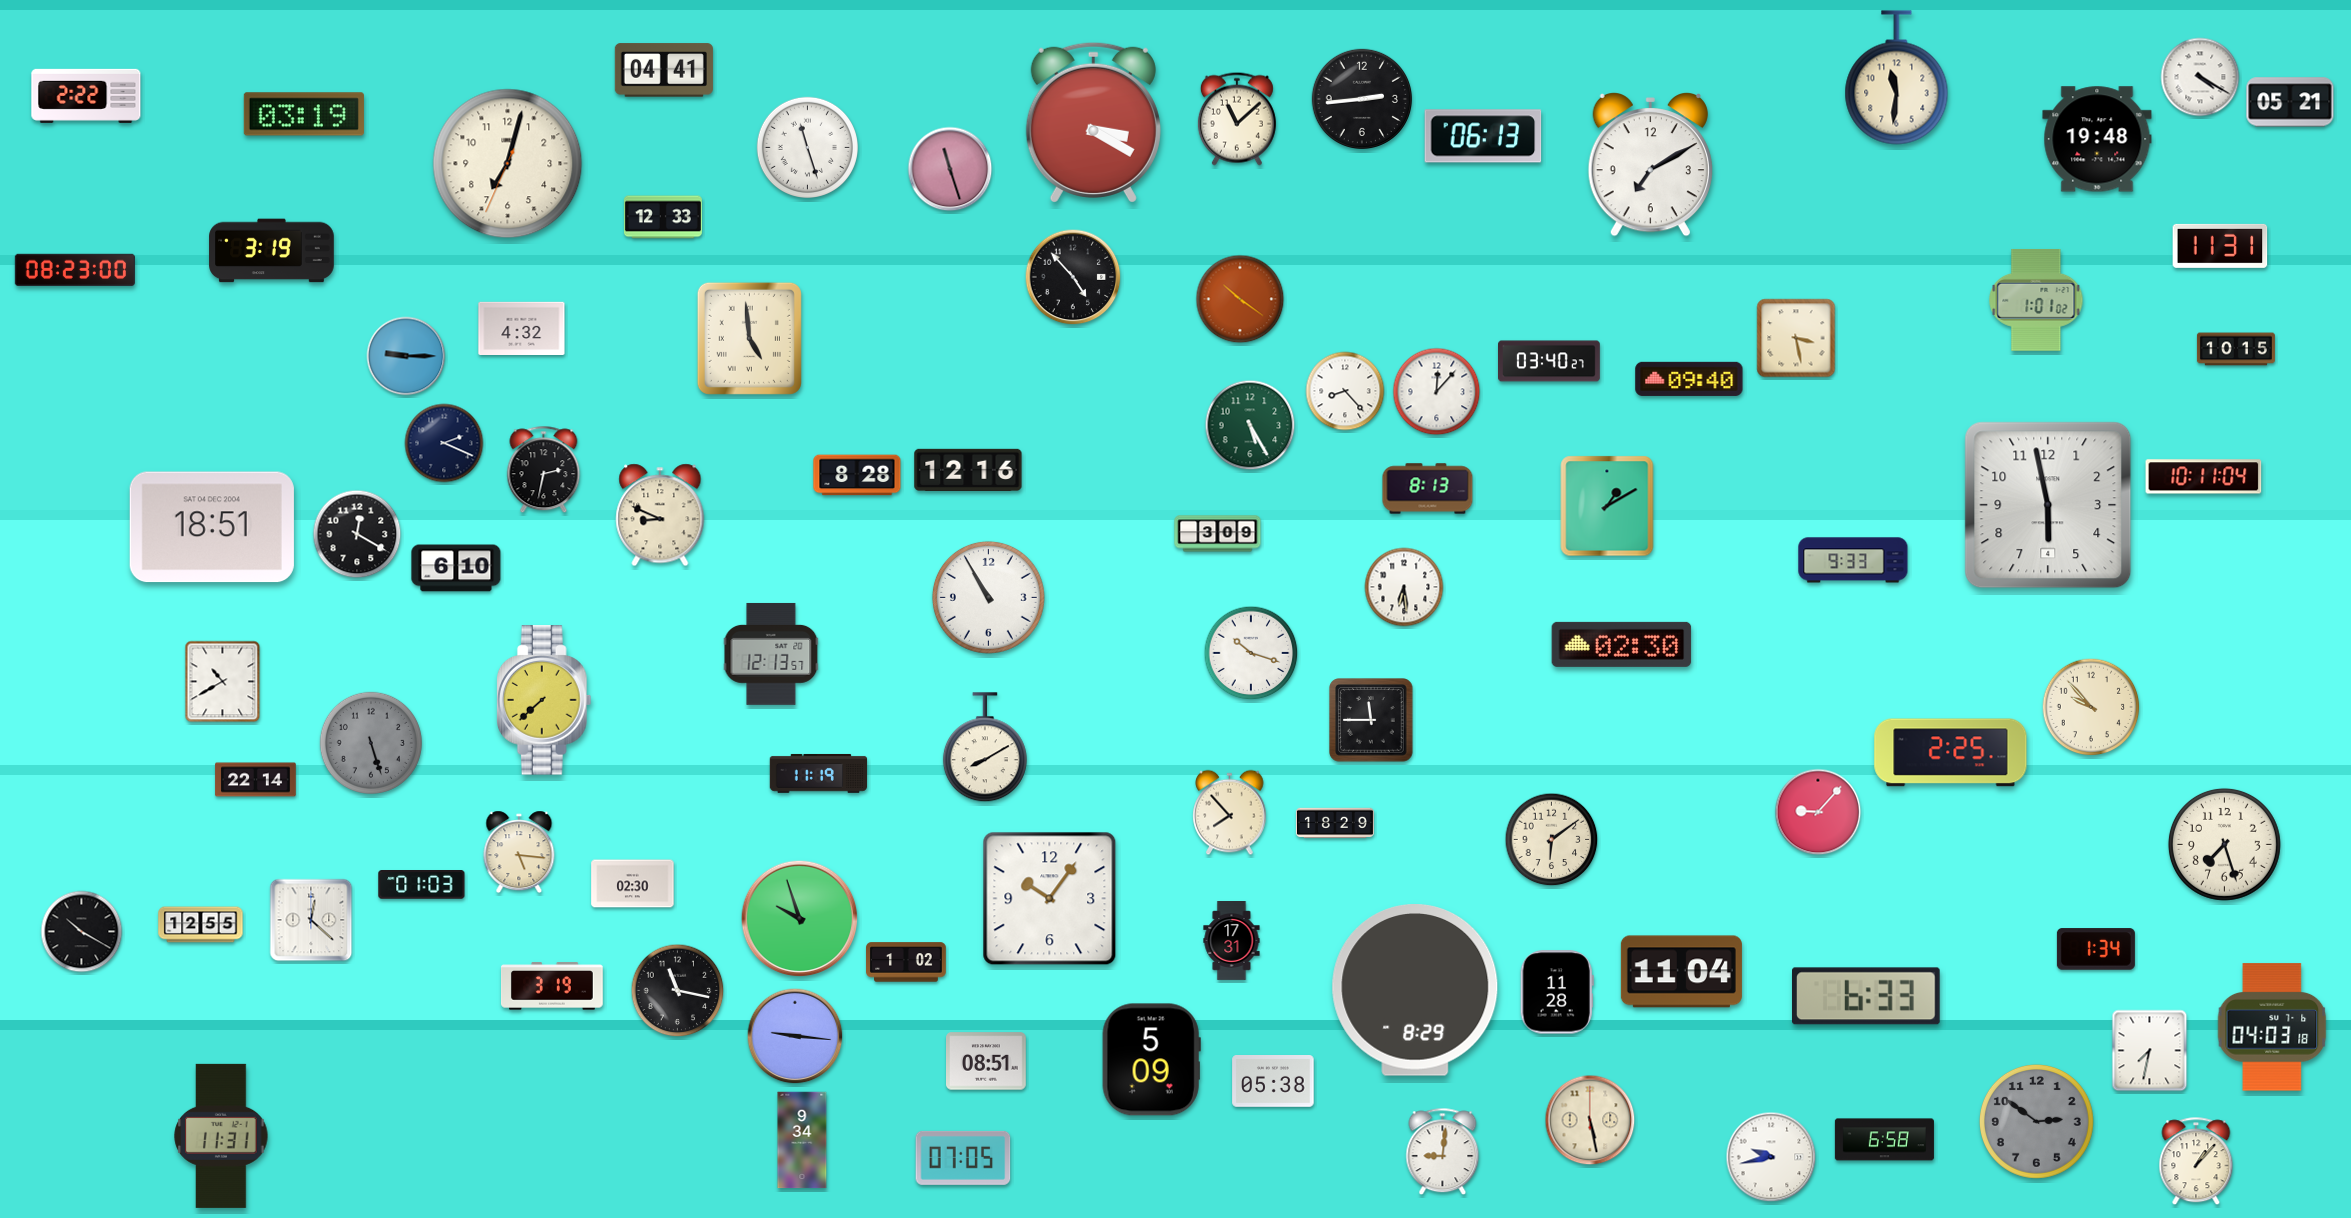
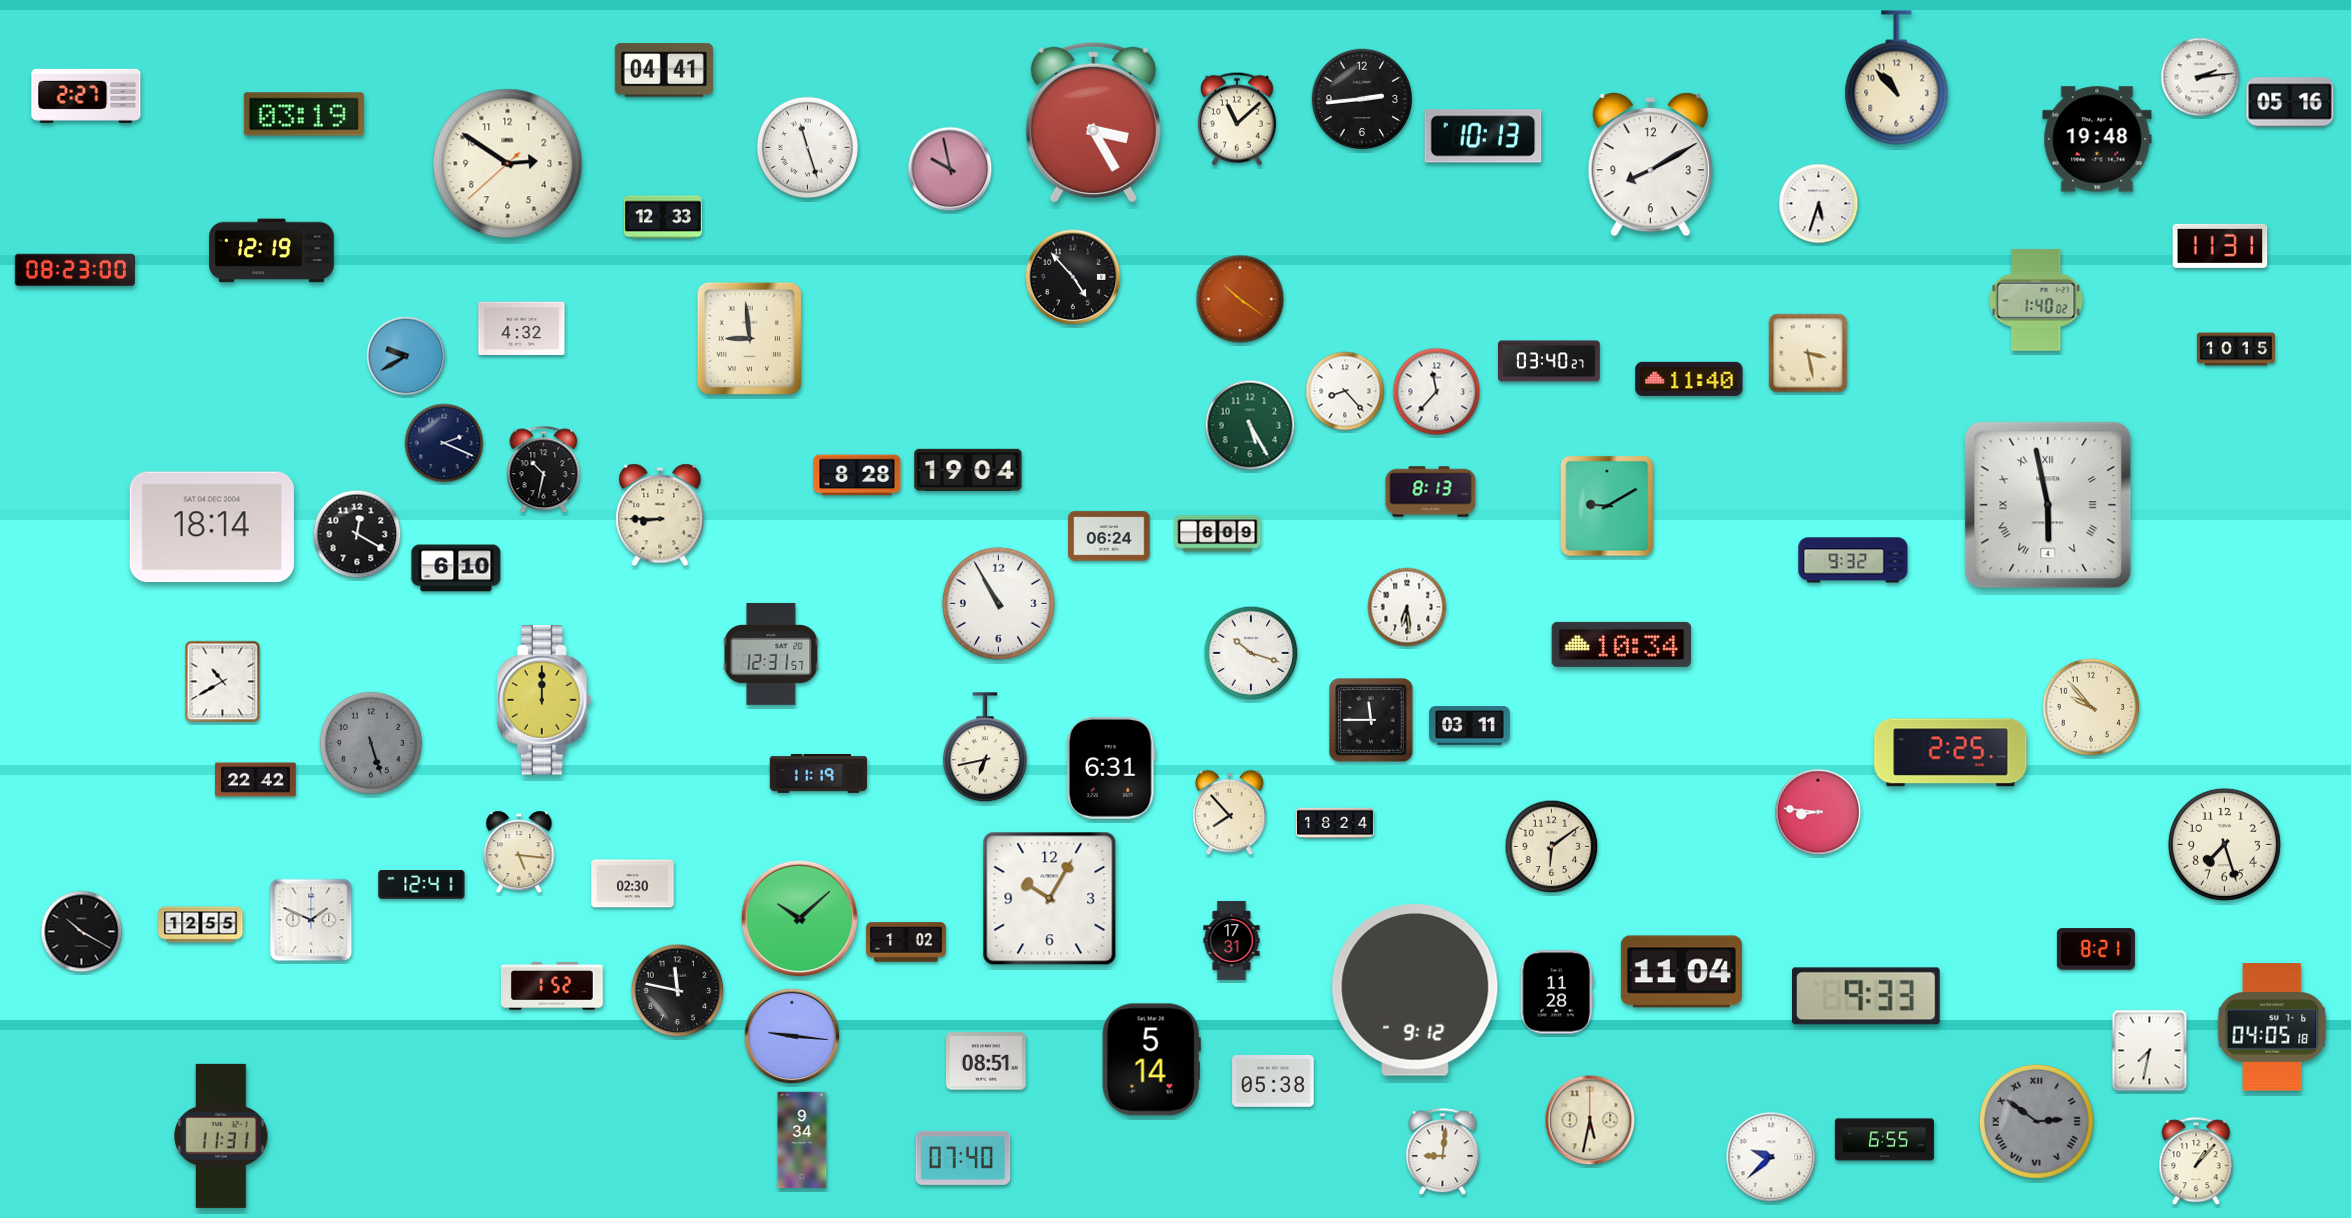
clock at (2200, 77): 4:20 -> 2:14
clock at (1897, 78): 11:31 -> 10:53
clock at (86, 96): 2:22 -> 2:27
clock at (2290, 102): 05:21 -> 05:16
clock at (1093, 122): 3:20 -> 3:25
clock at (1483, 136): 06:13 -> 10:13
clock at (508, 164): 7:02 -> 2:50
clock at (1650, 165): 7:10 -> 8:10
clock at (950, 169): 11:27 -> 9:58
clock at (1819, 204): none -> 5:33
clock at (272, 251): 3:19 -> 12:19
clock at (2036, 300): 1:01 -> 1:40
clock at (749, 338): 4:59 -> 8:59
clock at (1796, 338) position: (1796, 338) -> (1808, 353)
clock at (406, 356): 9:15 -> 9:40
clock at (1689, 379): 09:40 -> 11:40
clock at (1437, 392): 12:07 -> 11:37
clock at (544, 470): 2:32 -> 10:32
clock at (968, 470): 12:16 -> 19:04
clock at (2204, 477): 10:11 -> none
clock at (1428, 489) position: (1428, 489) -> (1431, 492)
clock at (2048, 505) numerals: Arabic -> Roman
clock at (1607, 506): 1:10 -> 9:10
clock at (660, 515): 8:49 -> 8:45
clock at (212, 527): 18:51 -> 18:14
clock at (1218, 534): 3:09 -> 6:09
clock at (1109, 536): none -> 06:24
clock at (1853, 560): 9:33 -> 9:32
clock at (1404, 587) position: (1404, 587) -> (1407, 607)
clock at (988, 597) position: (988, 597) -> (998, 603)
clock at (1622, 644): 02:30 -> 10:34
clock at (771, 654): 12:13 -> 12:31
clock at (544, 700): 7:38 -> 12:00
clock at (1470, 726): none -> 03:11
clock at (985, 748): 8:10 -> 6:43
clock at (1111, 768): none -> 6:31
clock at (256, 780): 22:14 -> 22:42
clock at (1818, 812): 9:07 -> 8:46
clock at (1335, 823): 18:29 -> 18:24
clock at (1552, 840) position: (1552, 840) -> (1552, 847)
clock at (422, 885): 01:03 -> 12:41
clock at (1050, 899): 10:06 -> 10:05
clock at (800, 919): 9:57 -> 10:08
clock at (311, 920): 12:22 -> 1:49
clock at (2096, 949): 1:34 -> 8:21
clock at (906, 962) position: (906, 962) -> (906, 942)
clock at (552, 986): 3:19 -> 1:52
clock at (1415, 990): 8:29 -> 9:12
clock at (678, 991): 11:17 -> 11:47
clock at (1867, 996): 6:33 -> 9:33
clock at (2272, 1027): 04:03 -> 04:05
clock at (795, 1036) position: (795, 1036) -> (792, 1036)
clock at (1151, 1060): 5:09 -> 5:14
clock at (1590, 1120): 5:28 -> 5:32
clock at (2036, 1121) numerals: Arabic -> Roman
clock at (1884, 1140): 6:58 -> 6:55
clock at (1771, 1157): 9:43 -> 9:38
clock at (963, 1158): 07:05 -> 07:40
